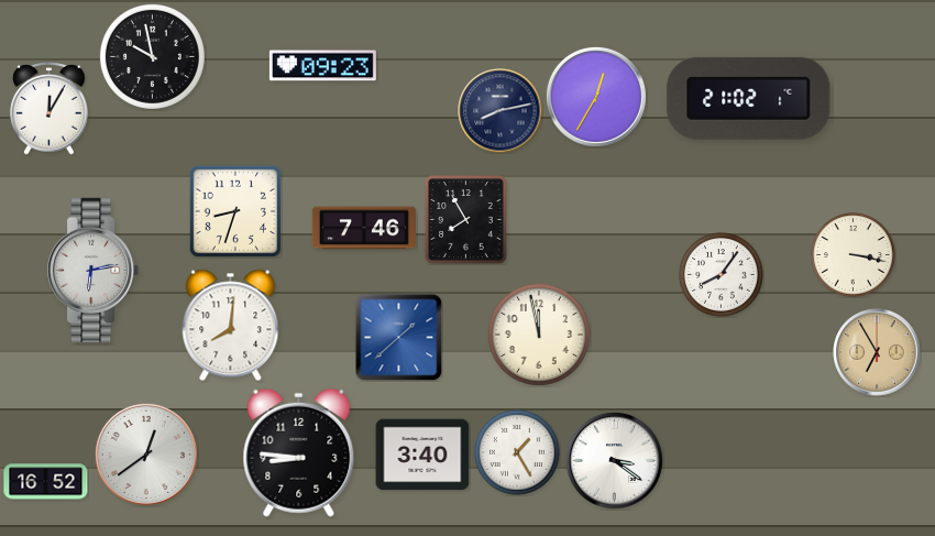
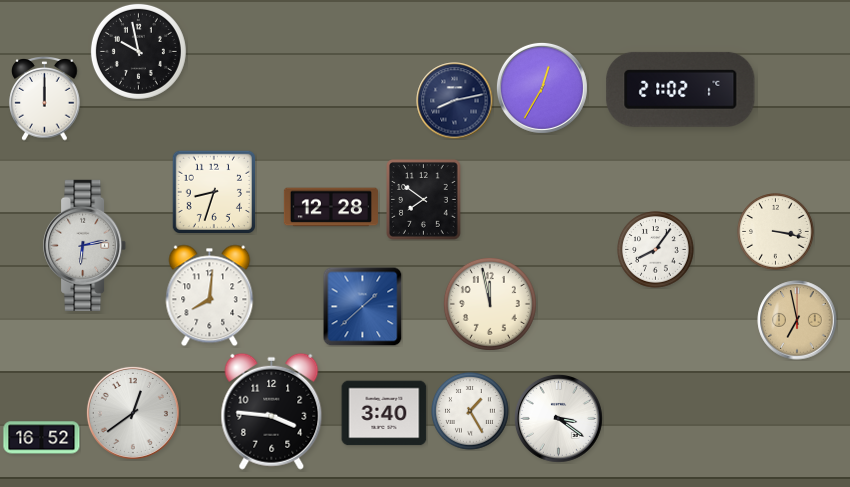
clock at (322, 66): 09:23 -> none
clock at (50, 109): 12:05 -> 12:00
clock at (466, 220): 7:55 -> 7:51
clock at (364, 228): 7:46 -> 12:28
clock at (877, 352): 6:55 -> 6:58
clock at (299, 452): 8:46 -> 3:46
